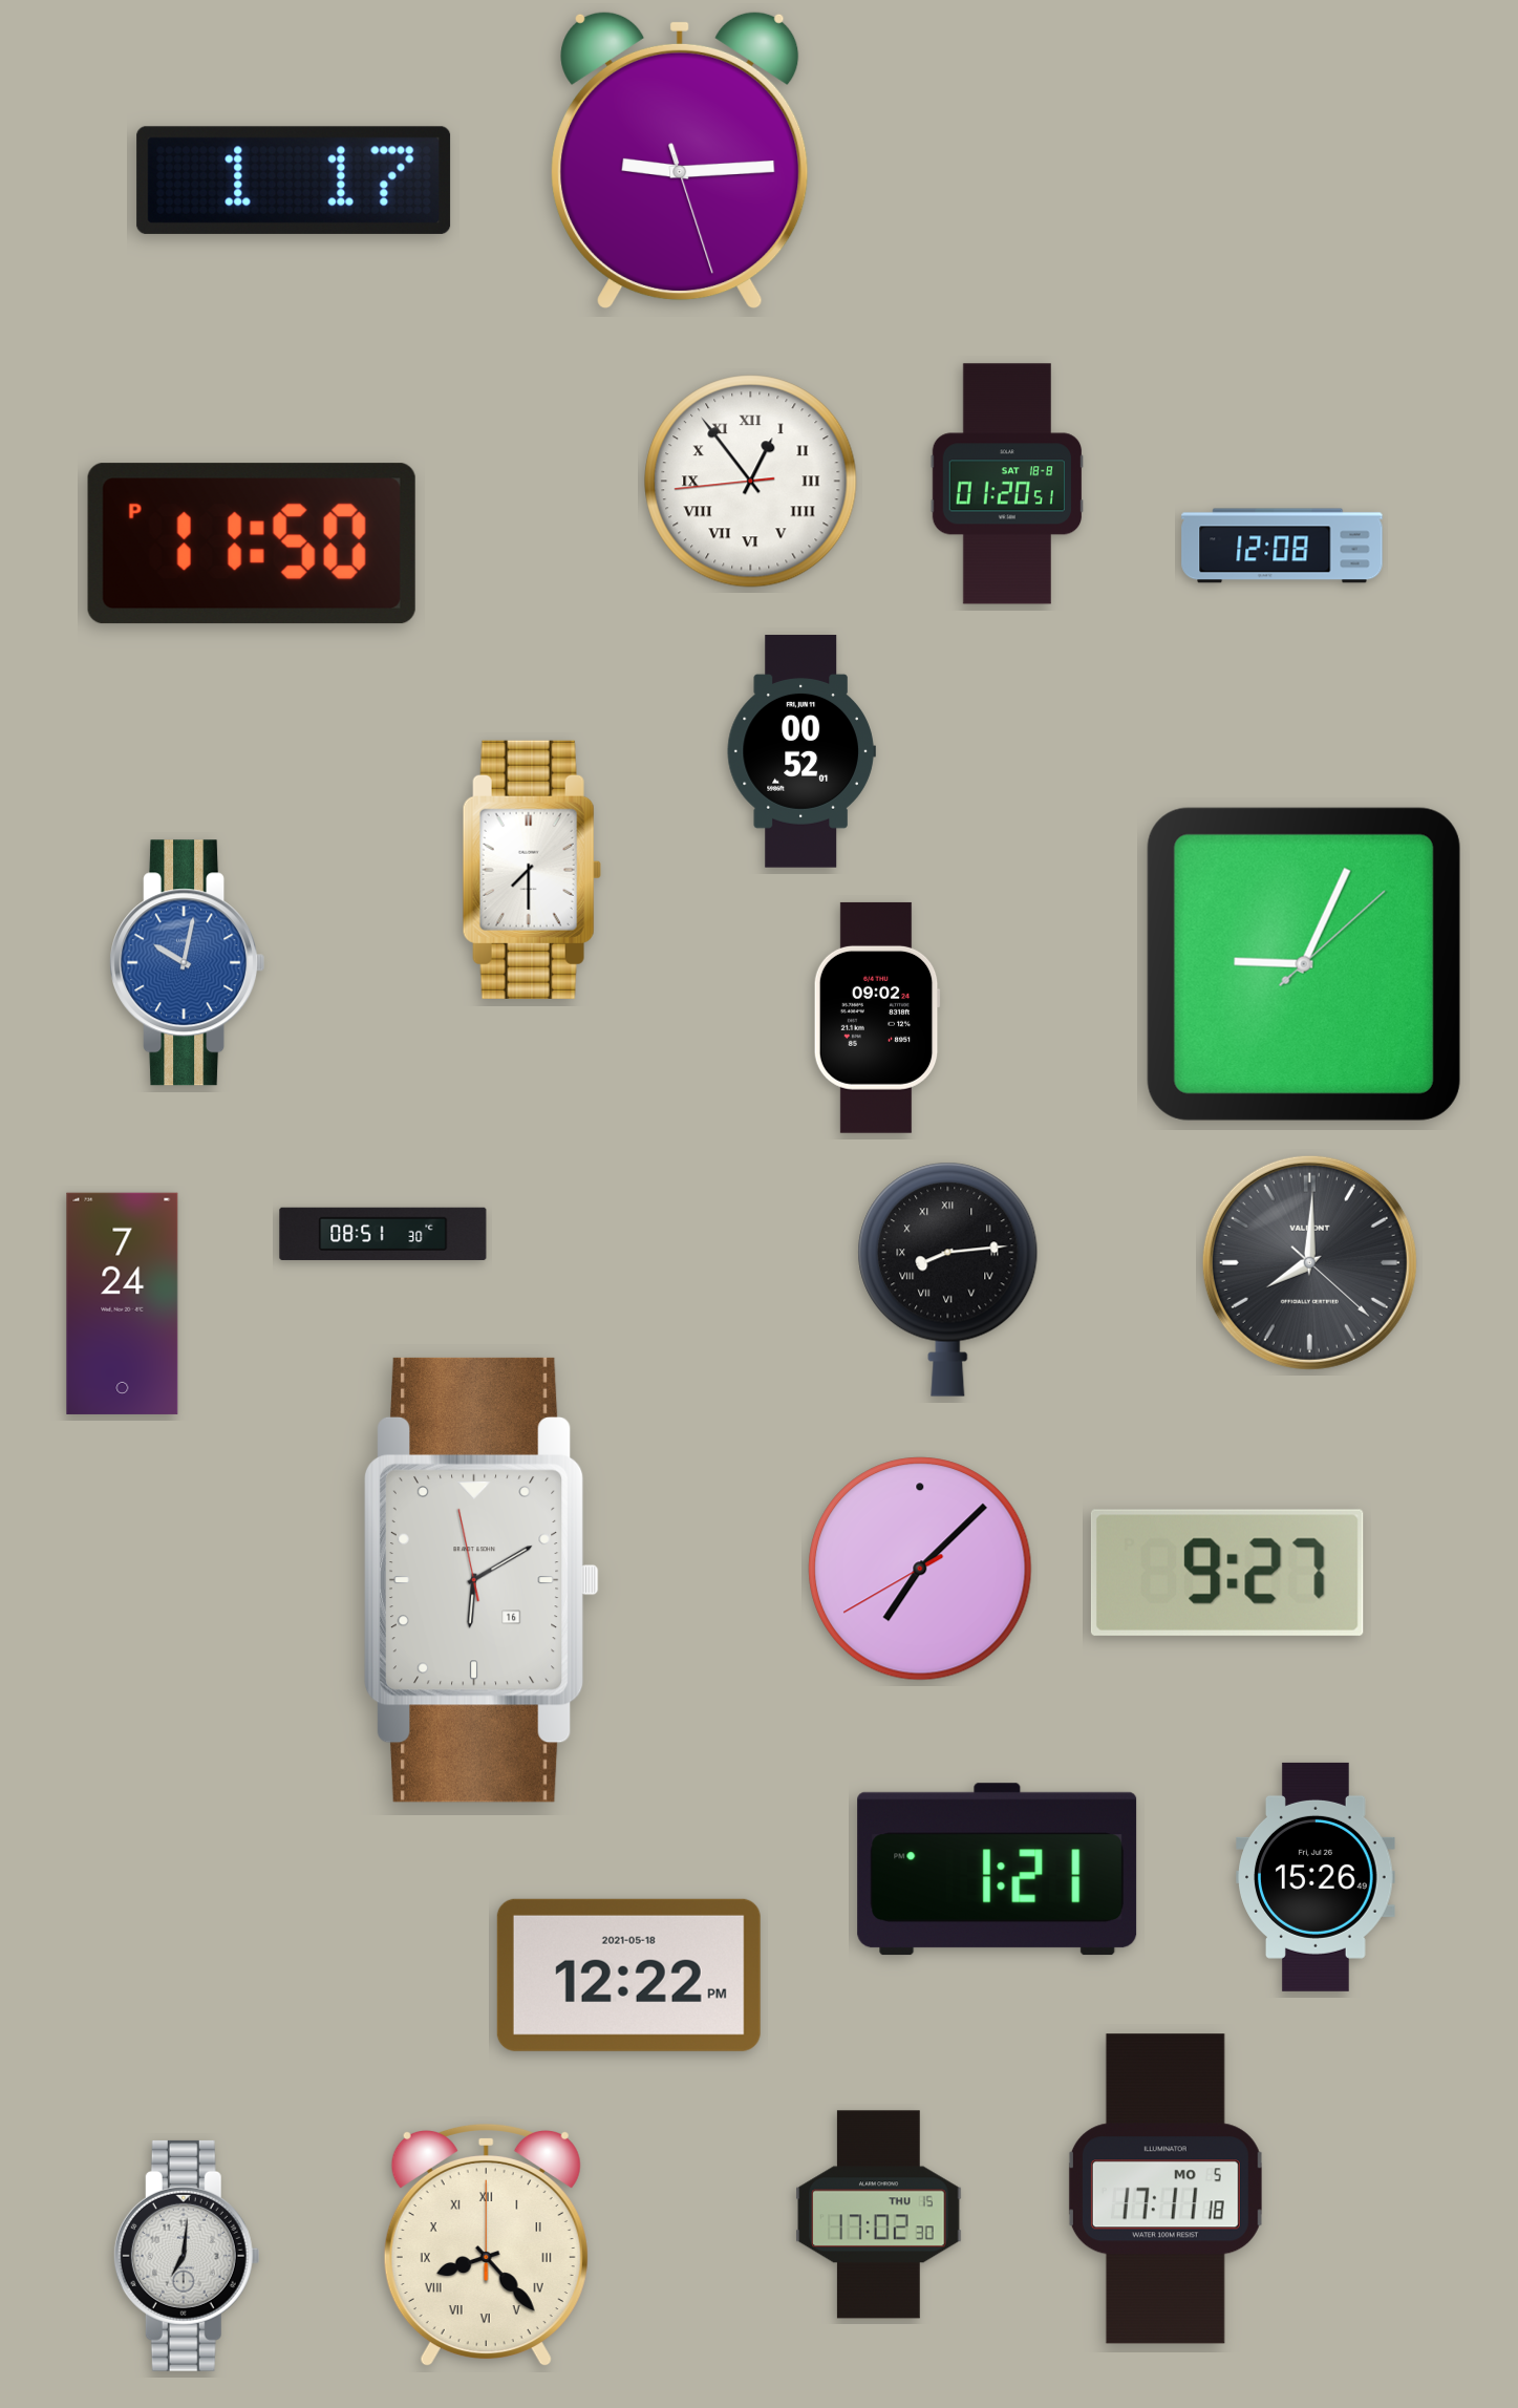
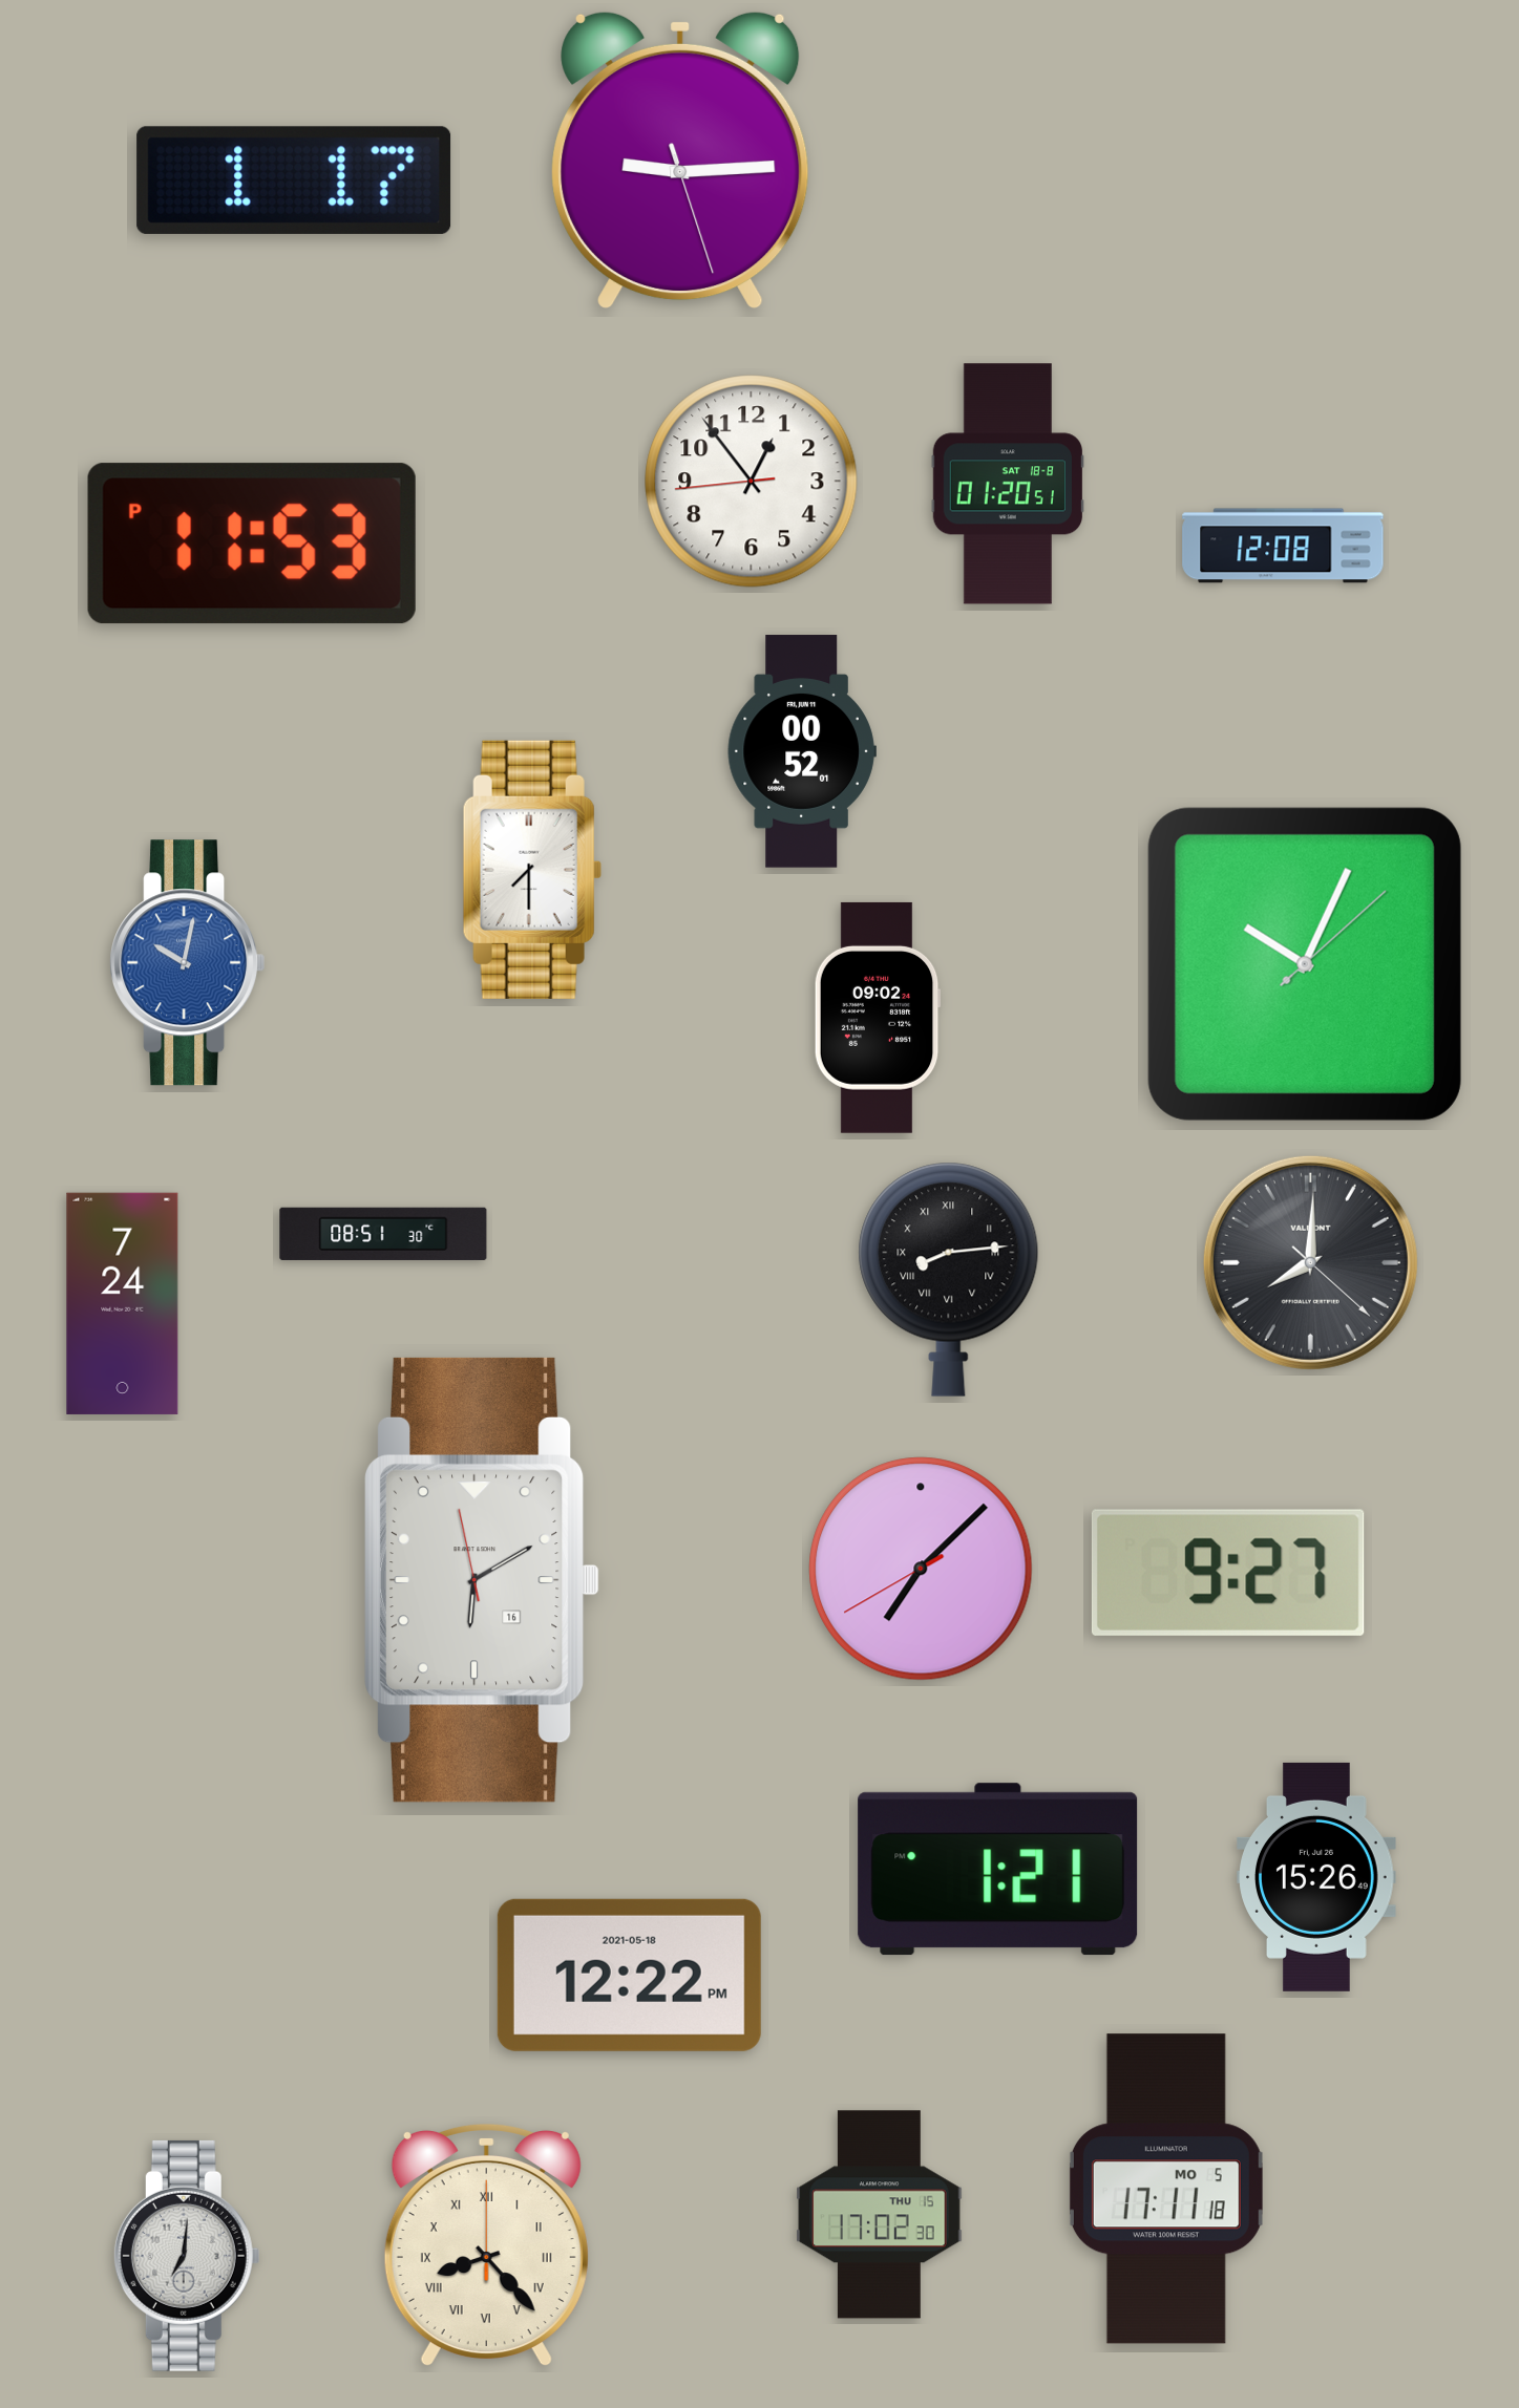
clock at (751, 482) numerals: Roman -> Arabic
clock at (252, 544): 11:50 -> 11:53
clock at (1304, 964): 9:04 -> 10:04
